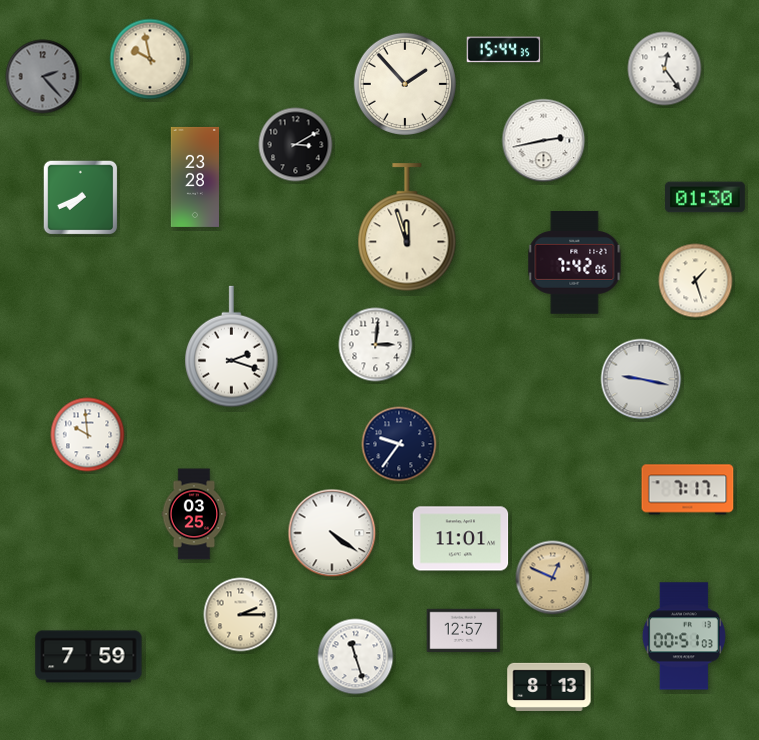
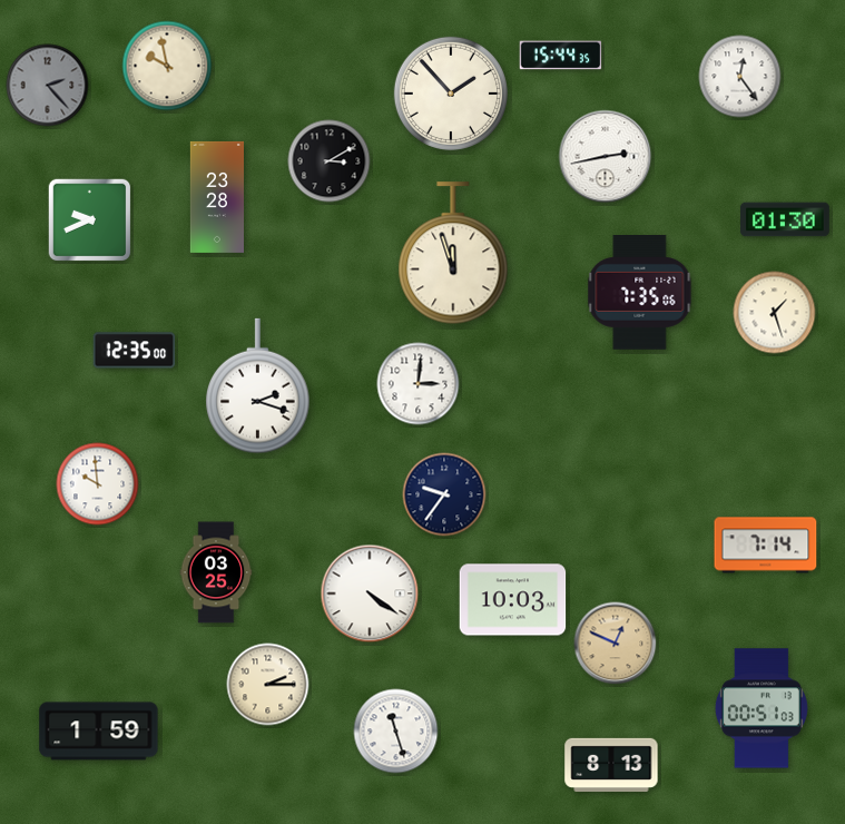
clock at (81, 198): 7:41 -> 9:41
clock at (575, 263): 7:42 -> 7:35
clock at (135, 351): none -> 12:35
clock at (641, 379): 9:17 -> none
clock at (688, 490): 7:17 -> 7:14
clock at (461, 539): 11:01 -> 10:03
clock at (464, 630): 12:57 -> none
clock at (89, 657): 7:59 -> 1:59
